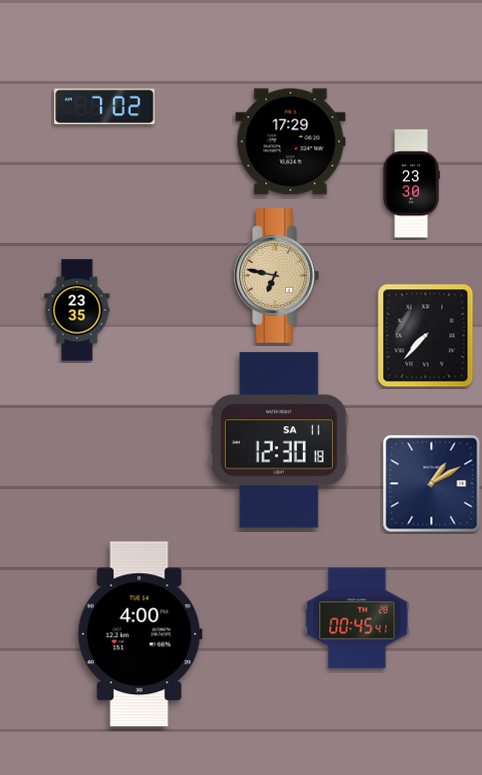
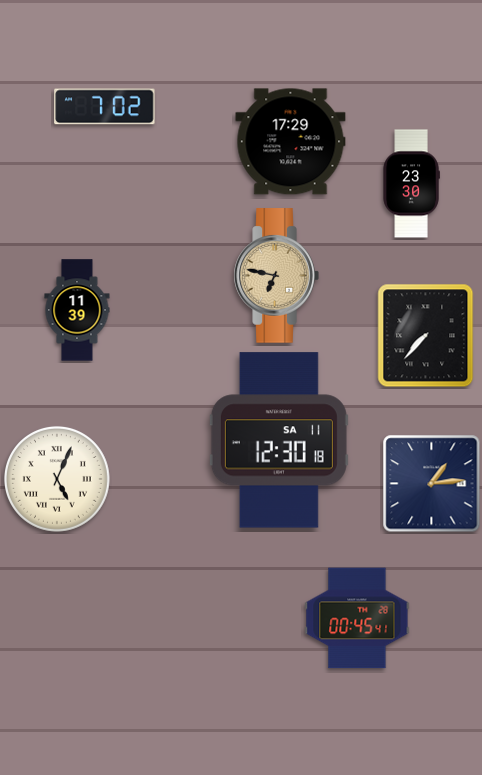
clock at (77, 310): 23:35 -> 11:39
clock at (57, 479): none -> 5:04
clock at (432, 484): 1:10 -> 1:14
clock at (140, 634): 4:00 -> none
